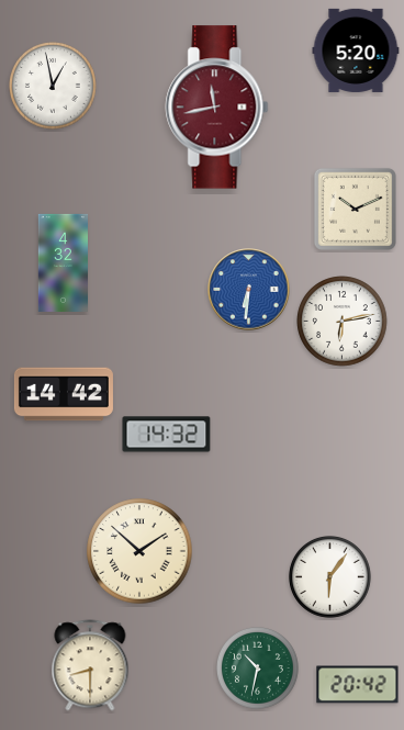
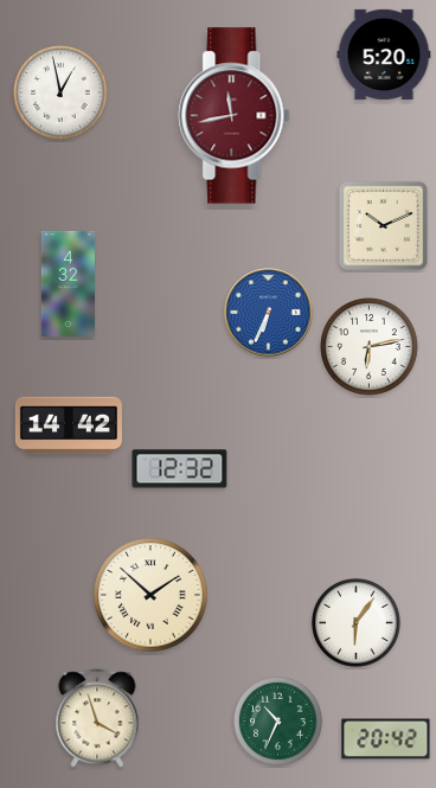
clock at (53, 86) position: (53, 86) -> (60, 92)
clock at (249, 290): 6:31 -> 6:34
clock at (167, 435): 14:32 -> 12:32
clock at (90, 665): 8:30 -> 3:57
clock at (258, 669): 10:32 -> 10:34
